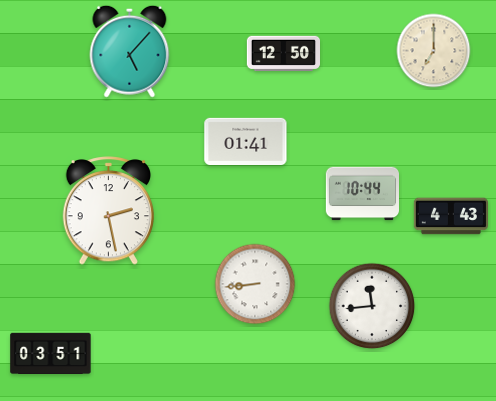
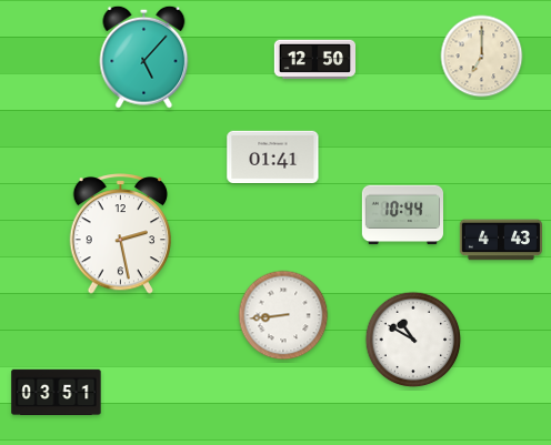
clock at (372, 306): 11:44 -> 10:50
